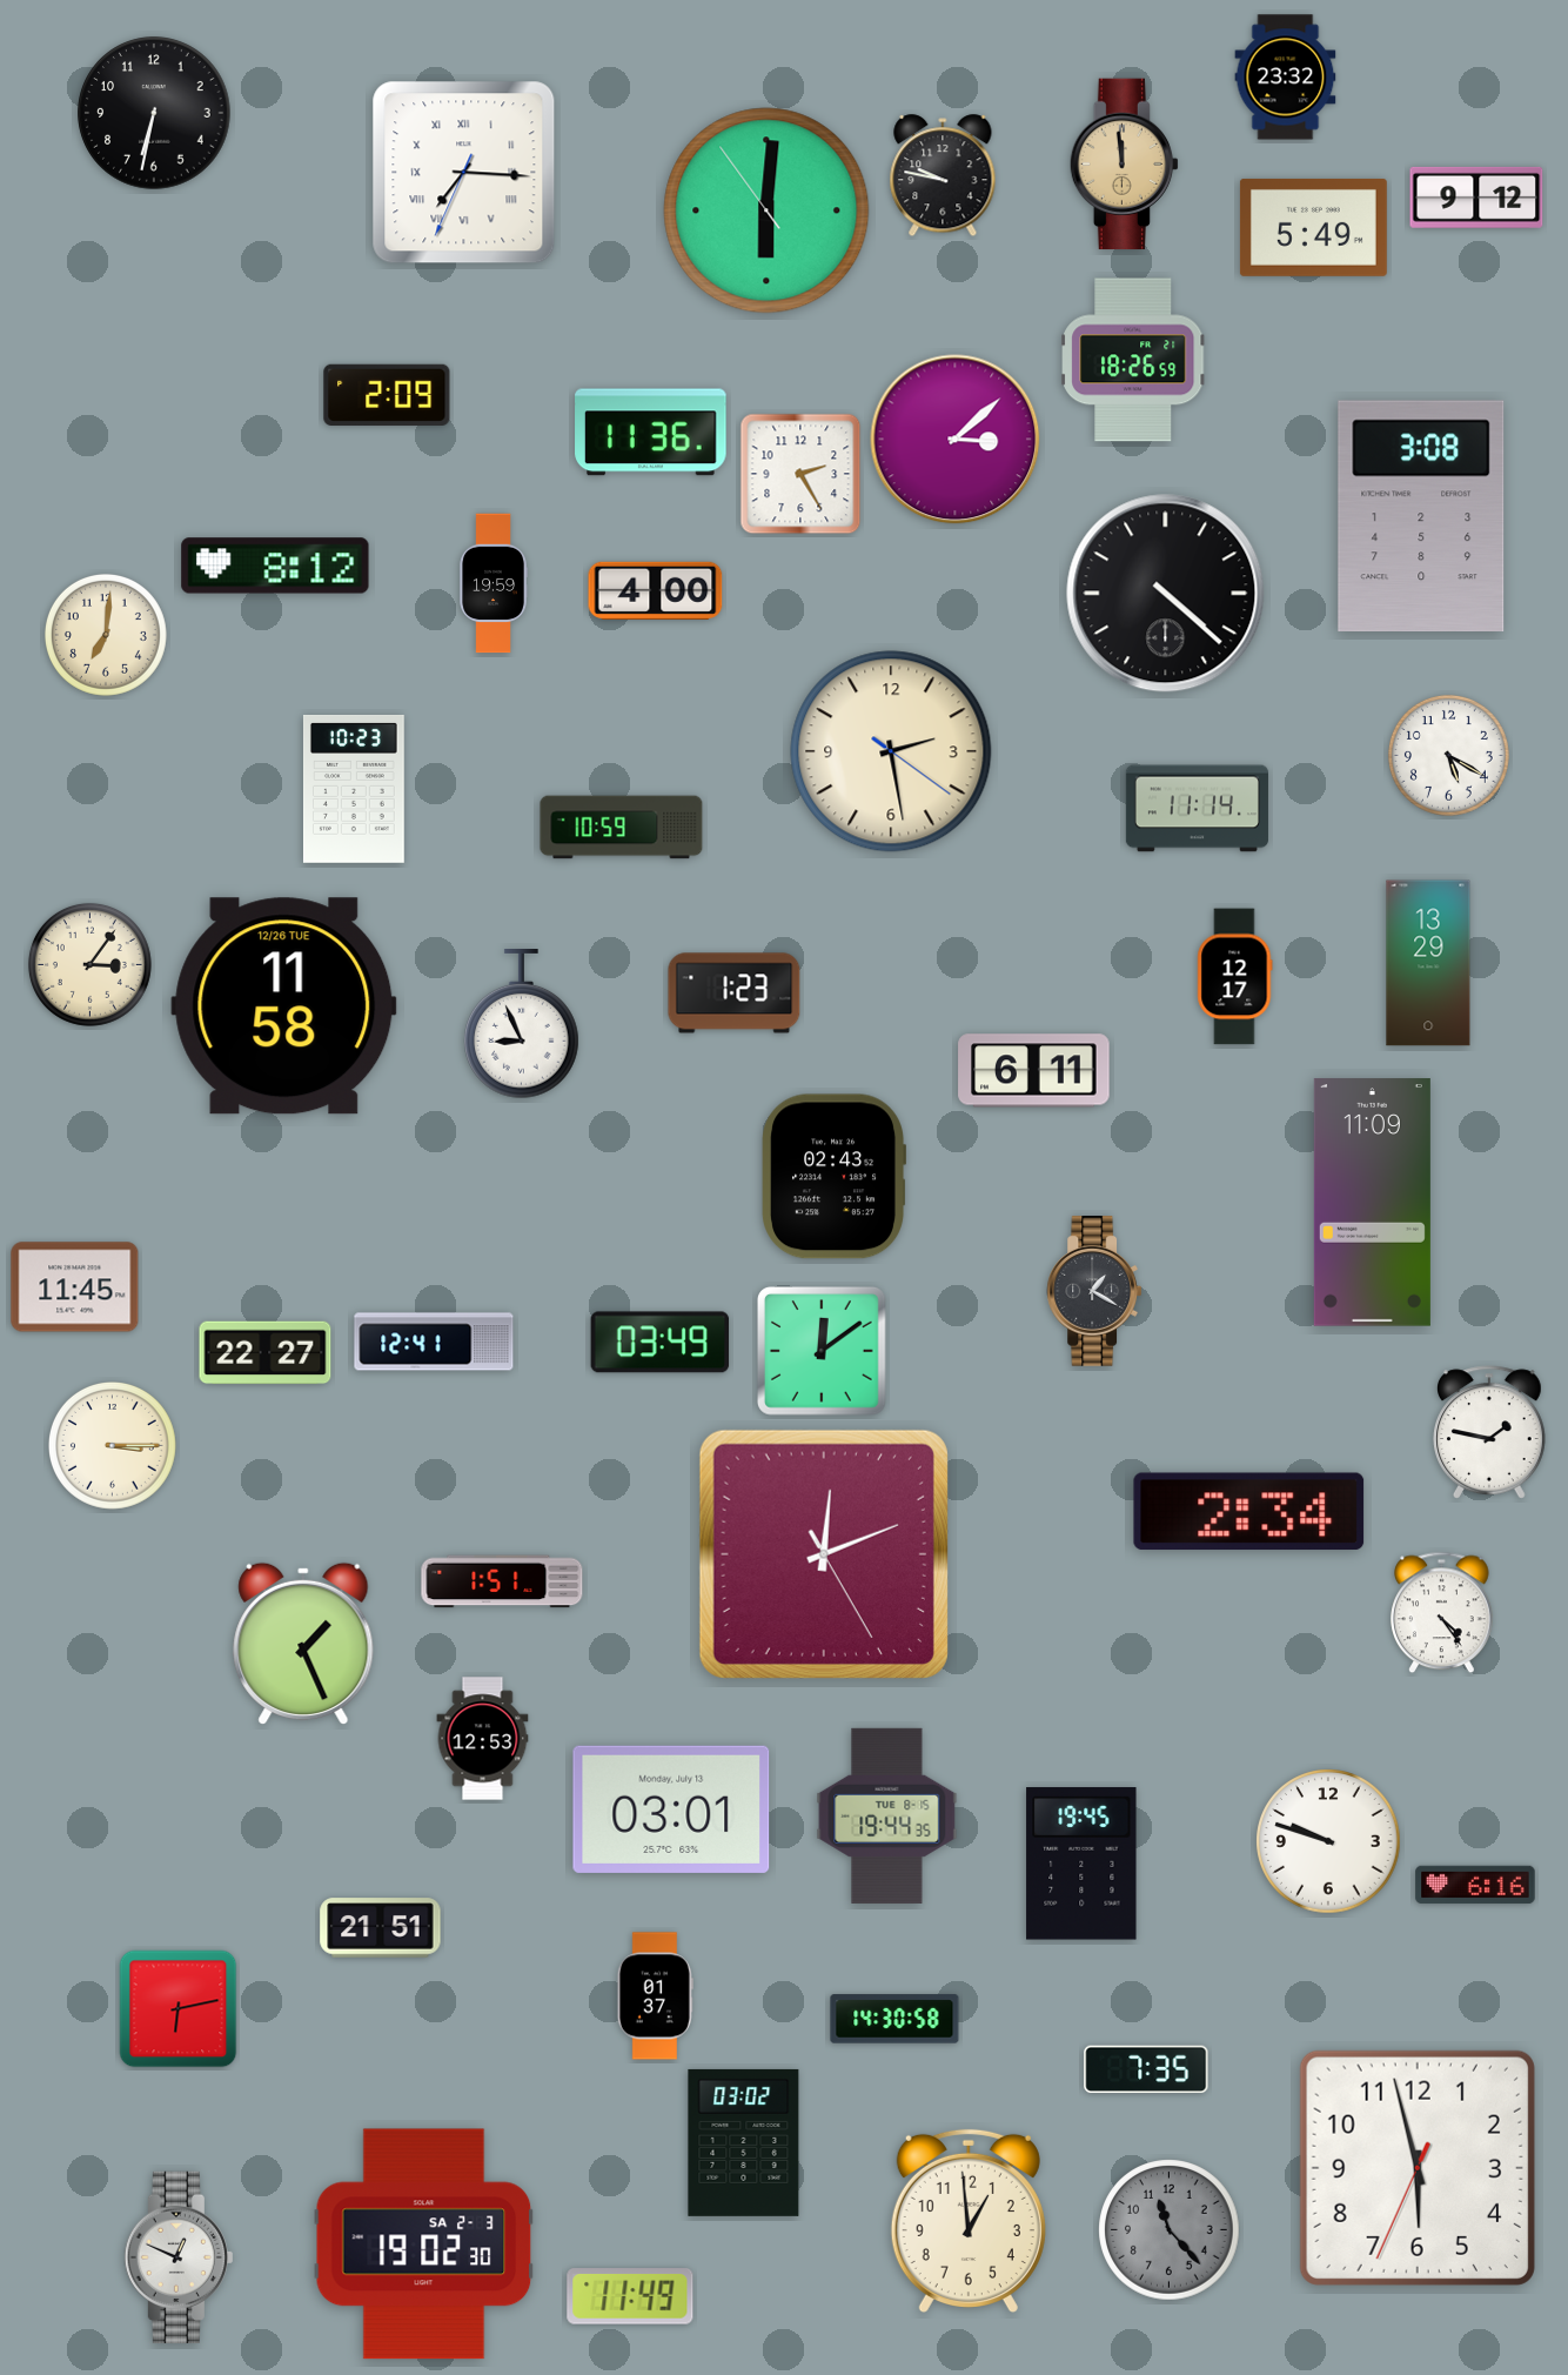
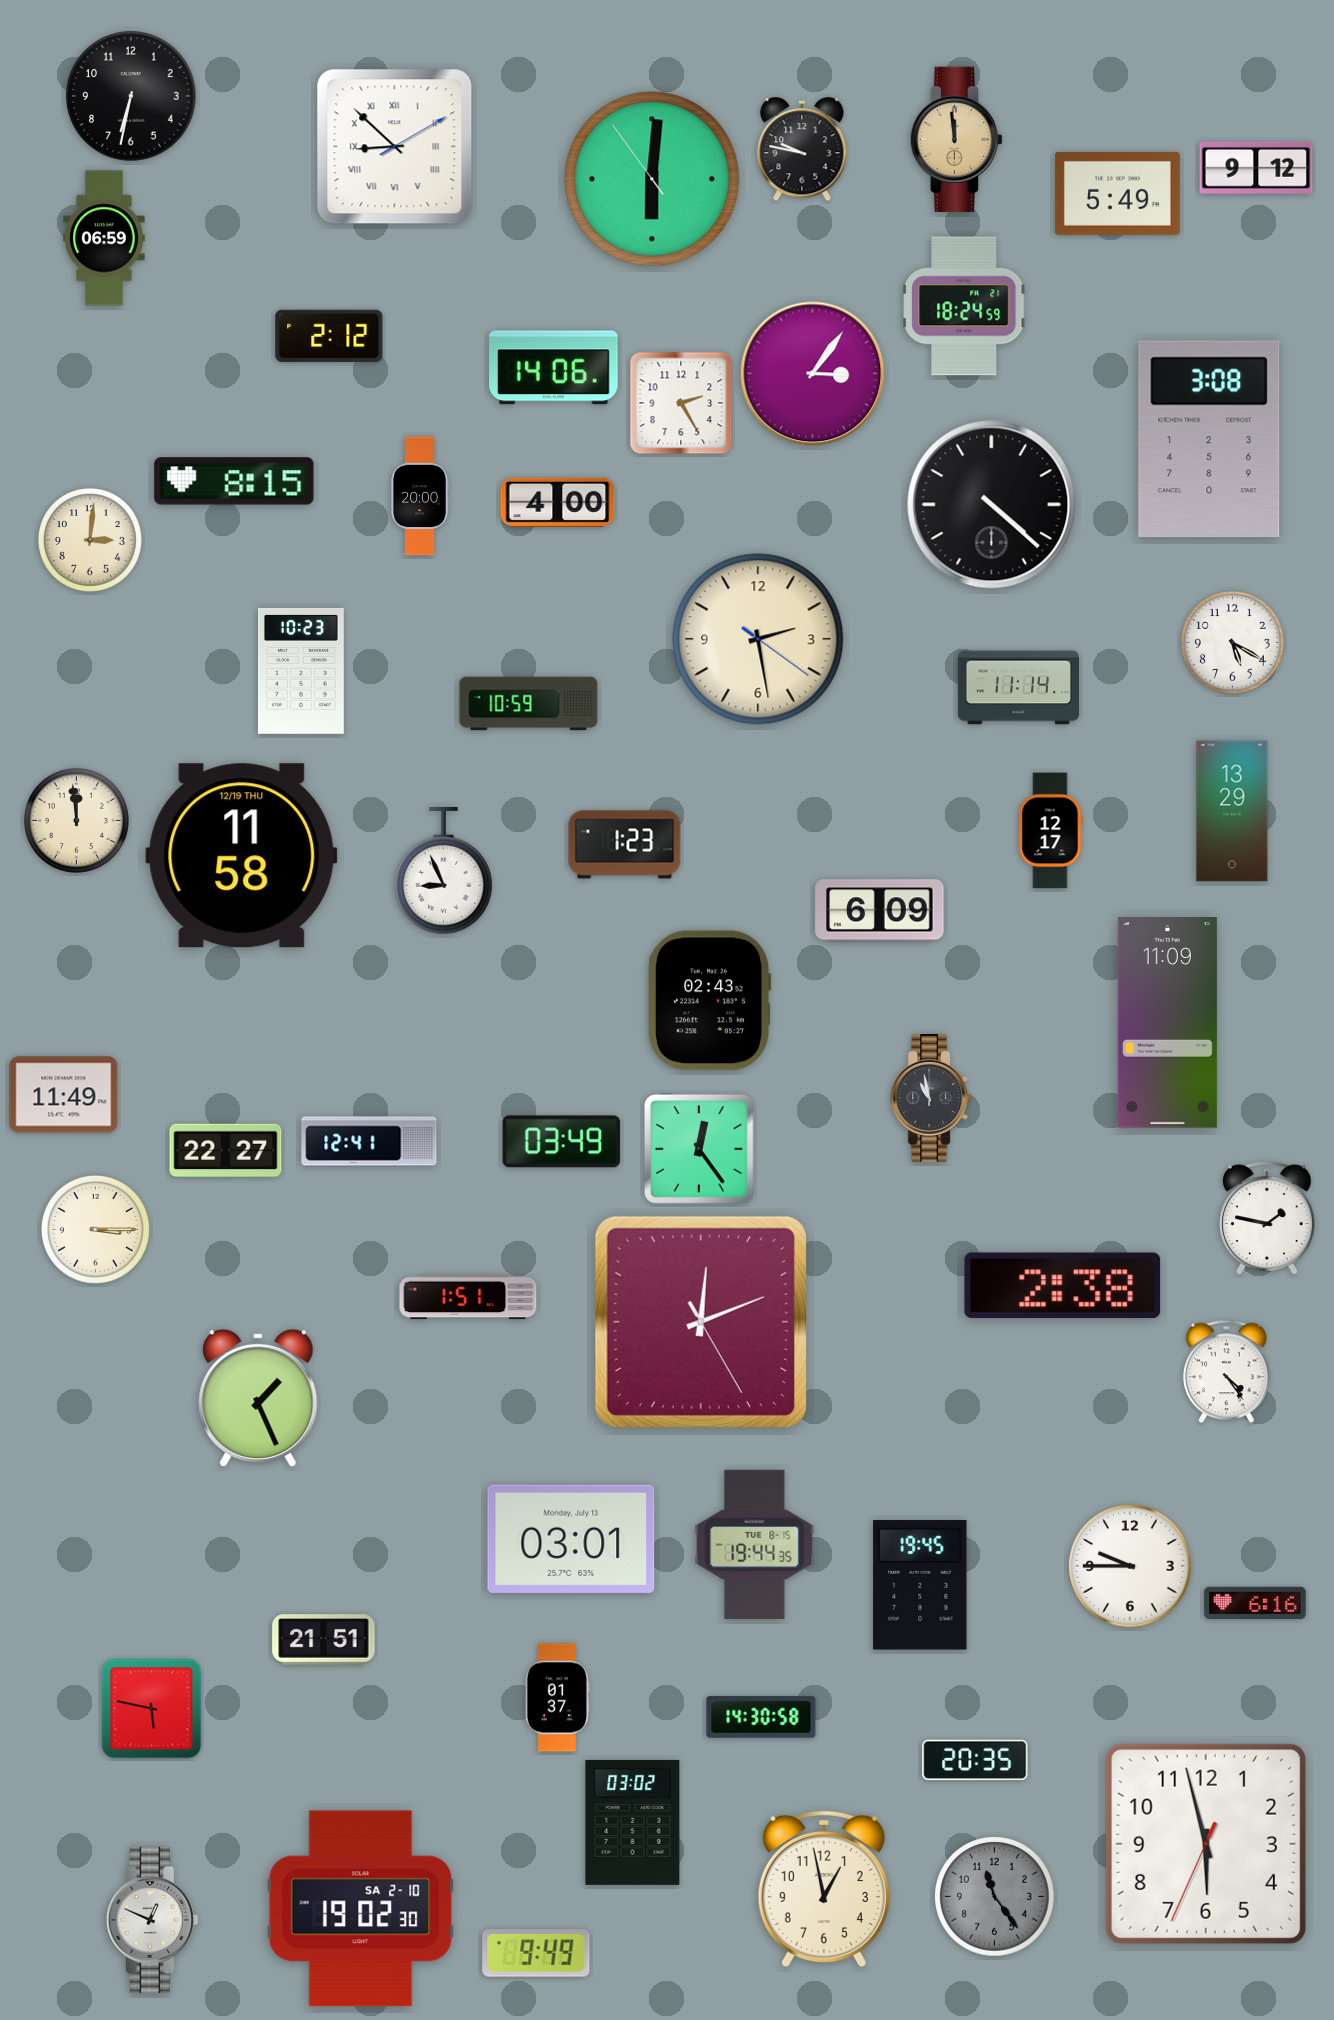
clock at (1286, 78): 23:32 -> none
clock at (464, 173): 7:15 -> 8:52
clock at (104, 238): none -> 06:59
clock at (1134, 360): 18:26 -> 18:24
clock at (387, 395): 2:09 -> 2:12
clock at (651, 433): 11:36 -> 14:06
clock at (956, 440): 3:08 -> 3:06
clock at (275, 566): 8:12 -> 8:15
clock at (494, 583): 19:59 -> 20:00
clock at (106, 635): 7:01 -> 3:01
clock at (1428, 963) position: (1428, 963) -> (1232, 811)
clock at (89, 964): 3:06 -> 11:59
clock at (284, 1006) date: 12/26 TUE -> 12/19 THU
clock at (1034, 1071): 6:11 -> 6:09
clock at (75, 1287): 11:45 -> 11:49
clock at (1093, 1291): 1:20 -> 10:58
clock at (822, 1351): 12:09 -> 12:24
clock at (1249, 1512): 2:34 -> 2:38
clock at (502, 1581) position: (502, 1581) -> (468, 1297)
clock at (483, 1739): 12:53 -> none
clock at (1328, 1841): 9:48 -> 9:45
clock at (179, 2009): 6:13 -> 5:47
clock at (1146, 2069): 7:35 -> 20:35
clock at (969, 2220): 12:59 -> 12:58
clock at (1170, 2230): 11:23 -> 11:24
clock at (424, 2244) date: SA 2-3 -> SA 2-10
clock at (630, 2296): 11:49 -> 9:49
